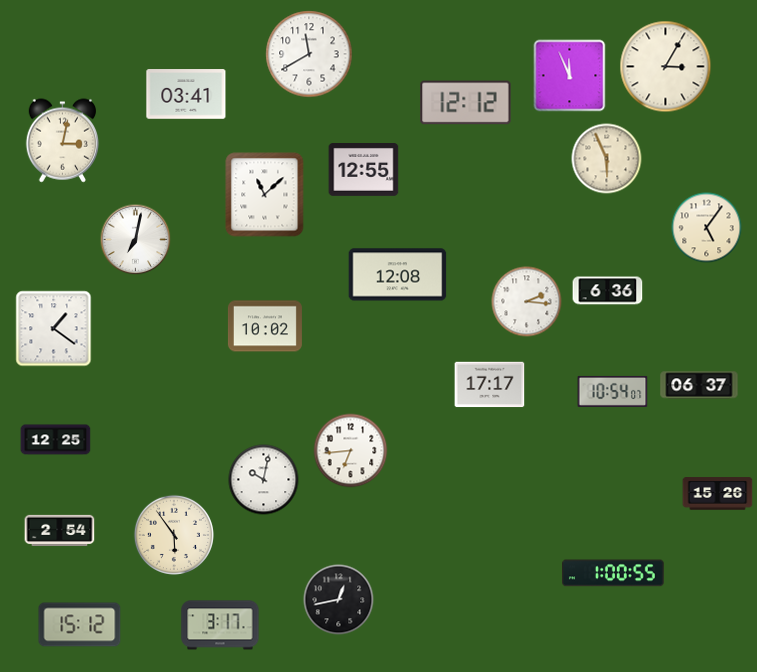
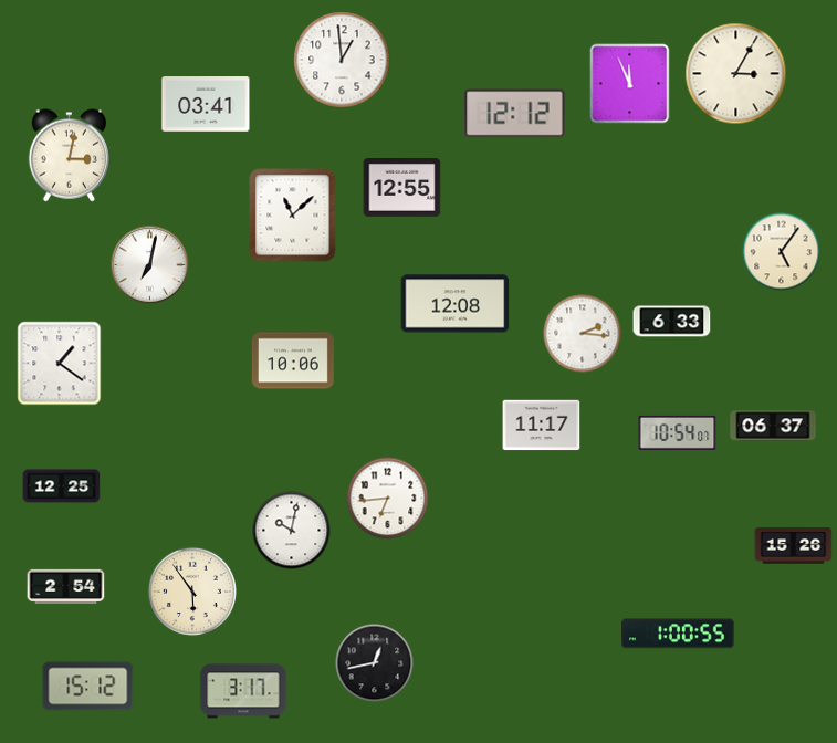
clock at (309, 54): 11:40 -> 12:59
clock at (607, 159): 5:56 -> none
clock at (398, 275) position: (398, 275) -> (456, 304)
clock at (608, 291): 6:36 -> 6:33
clock at (265, 326): 10:02 -> 10:06
clock at (490, 385): 17:17 -> 11:17
clock at (80, 625) position: (80, 625) -> (88, 687)
